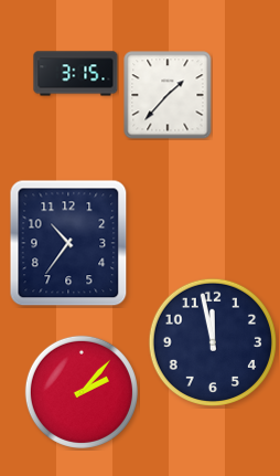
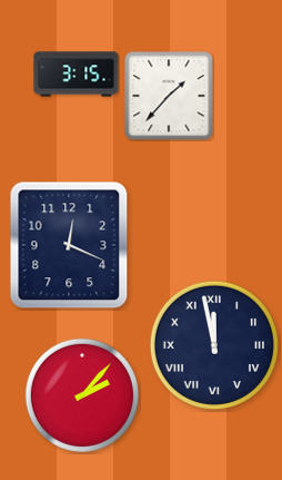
clock at (68, 243): 10:36 -> 12:19
clock at (213, 342) numerals: Arabic -> Roman
